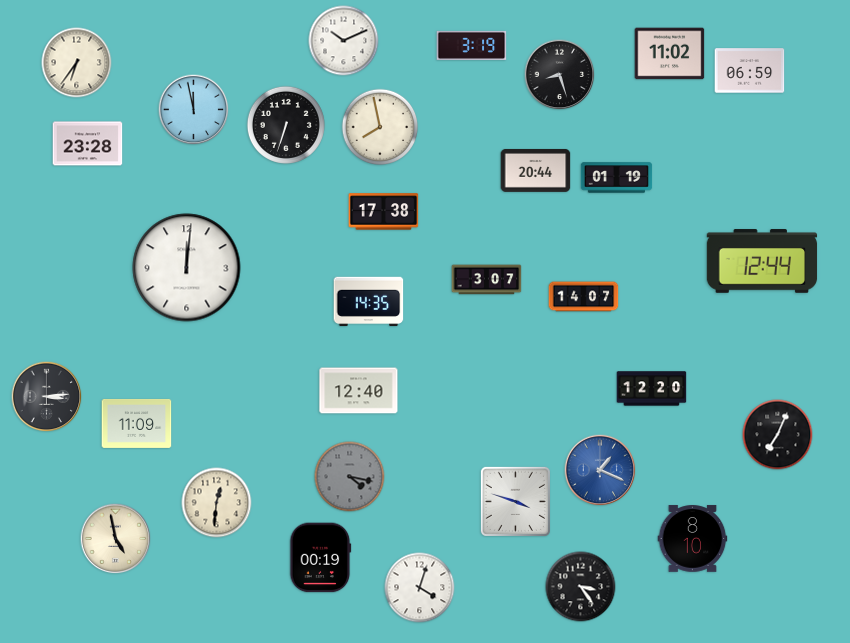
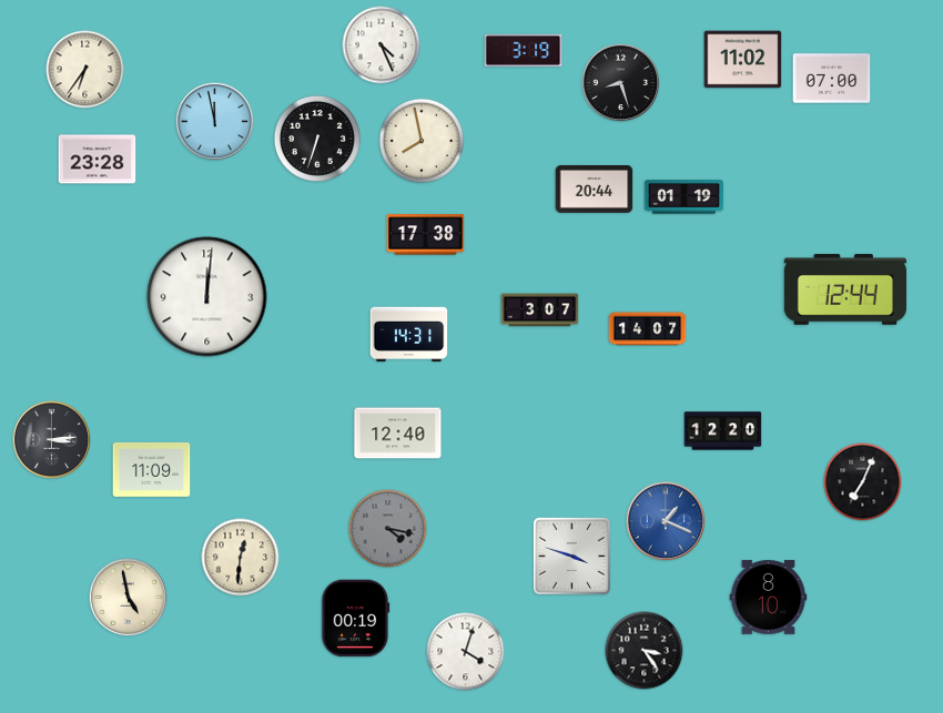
clock at (344, 41): 10:11 -> 4:26
clock at (750, 71): 06:59 -> 07:00
clock at (369, 302): 14:35 -> 14:31
